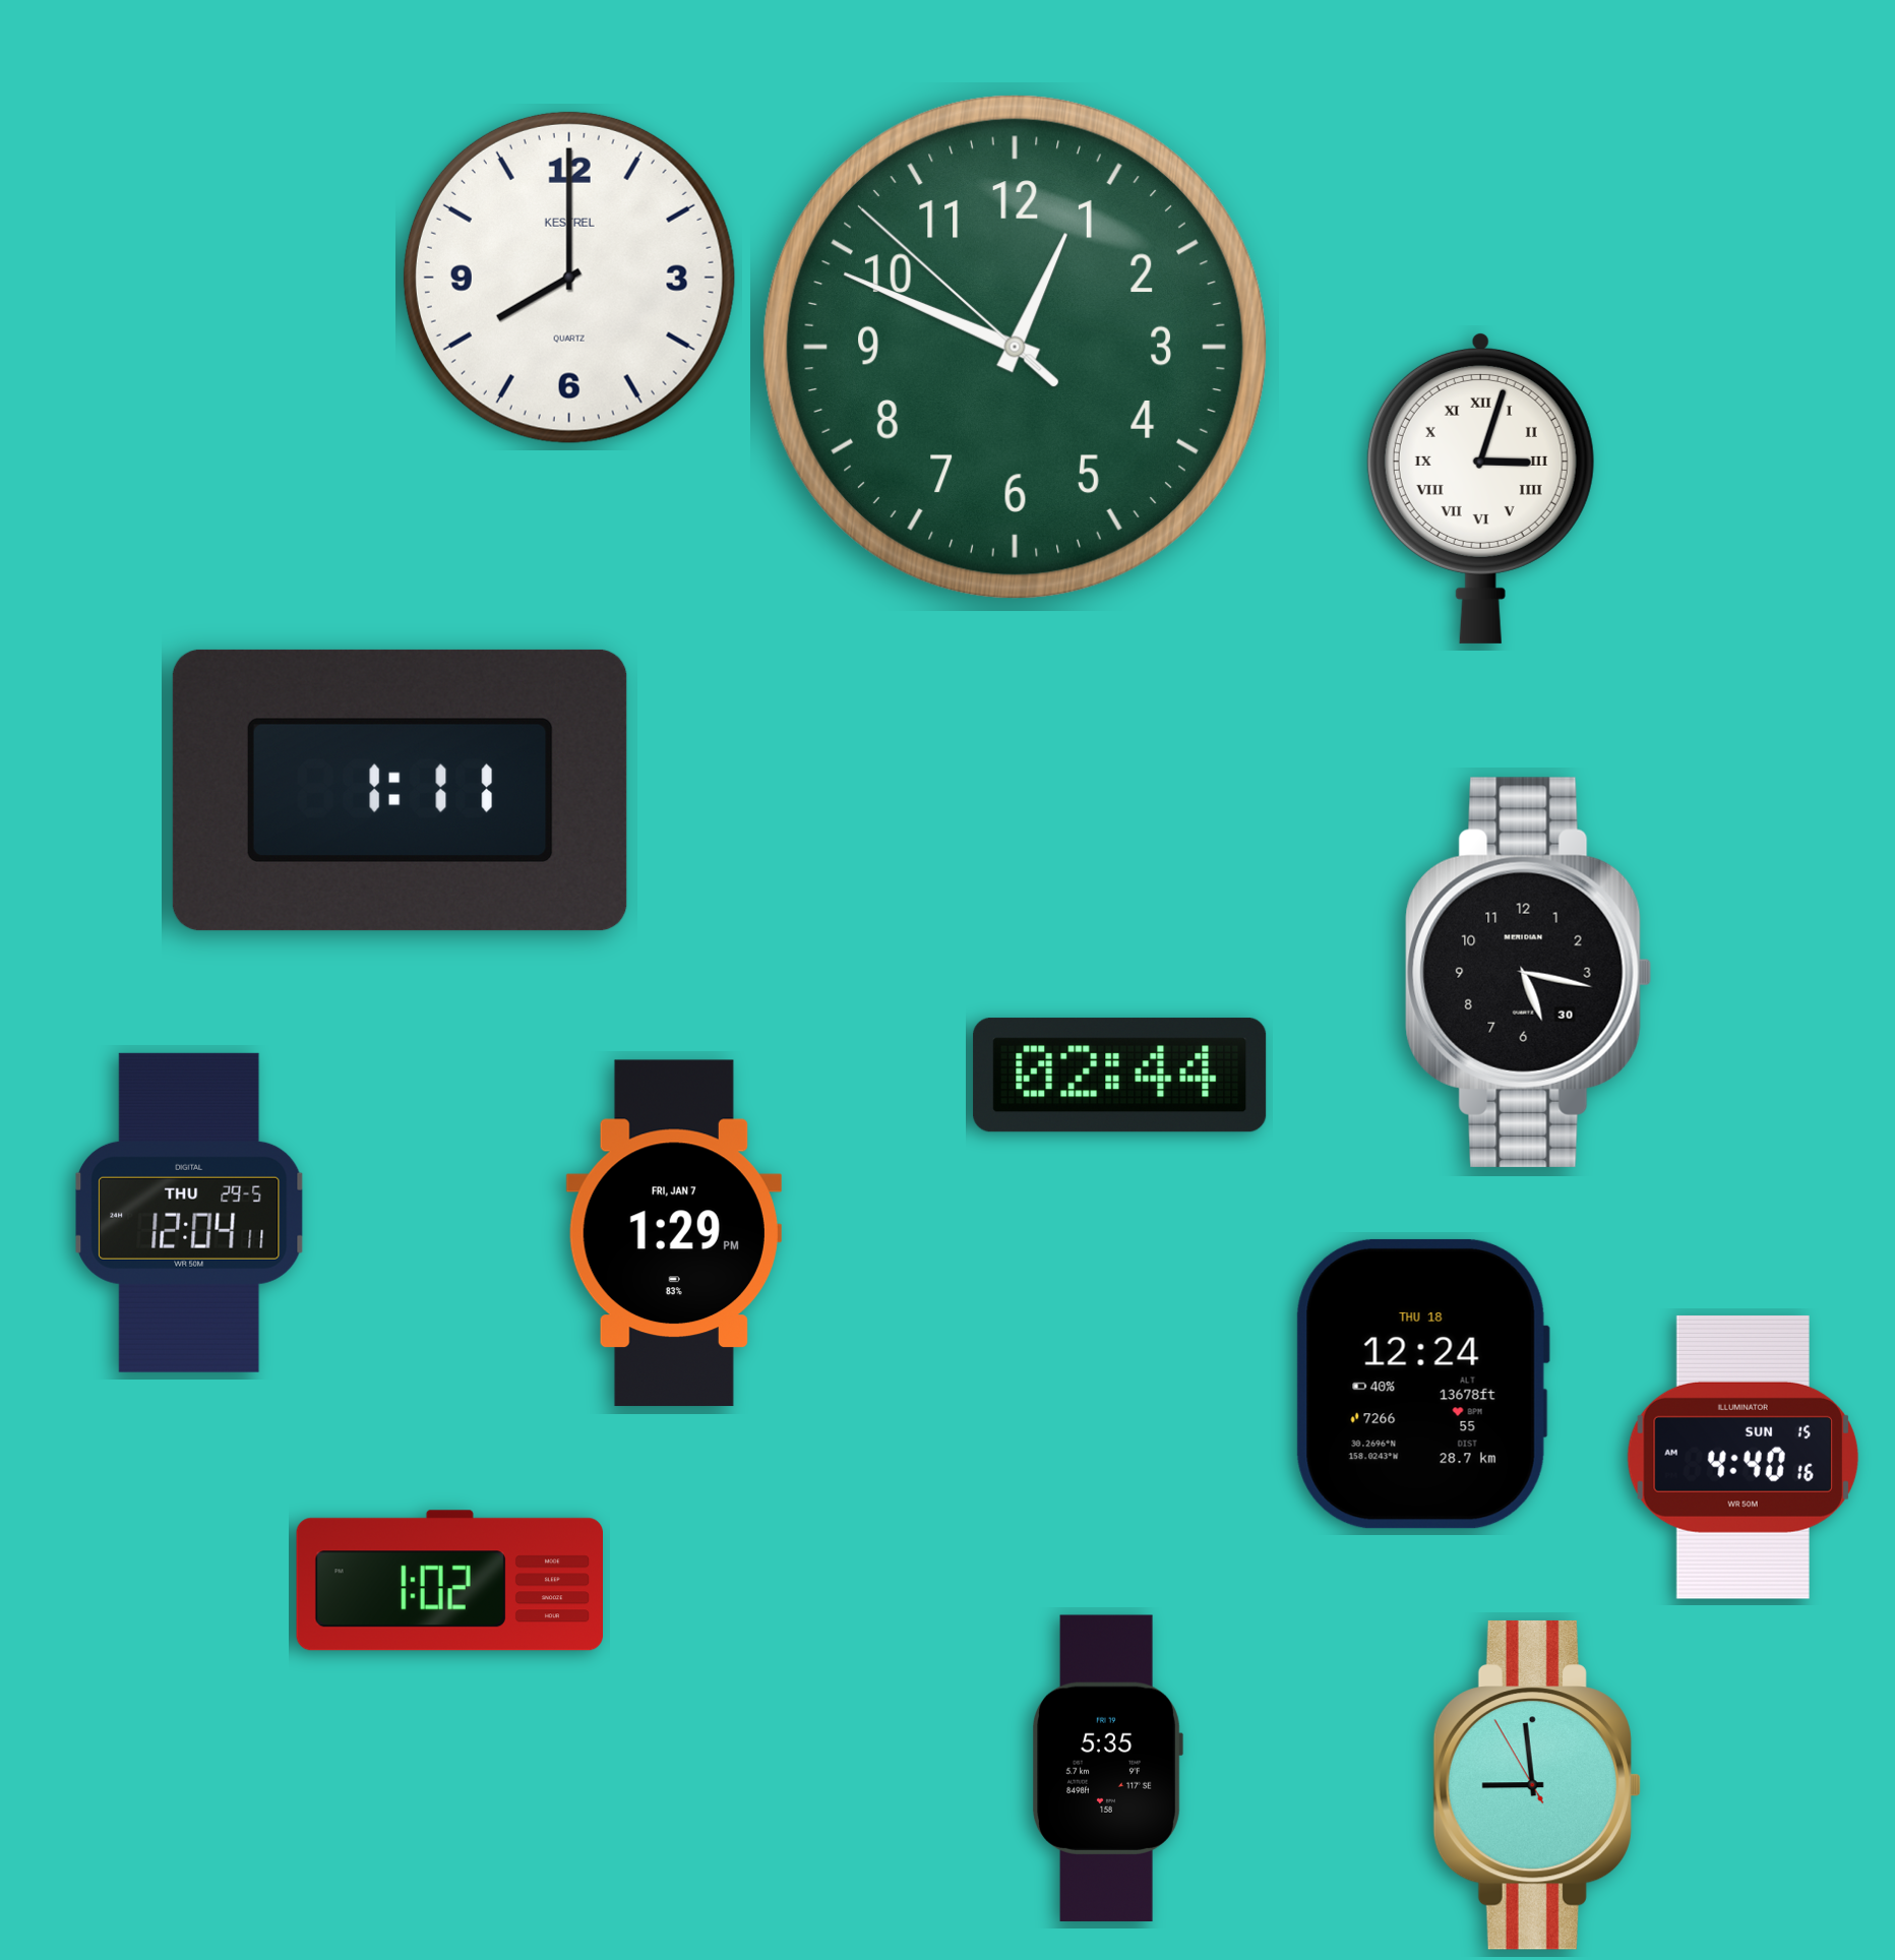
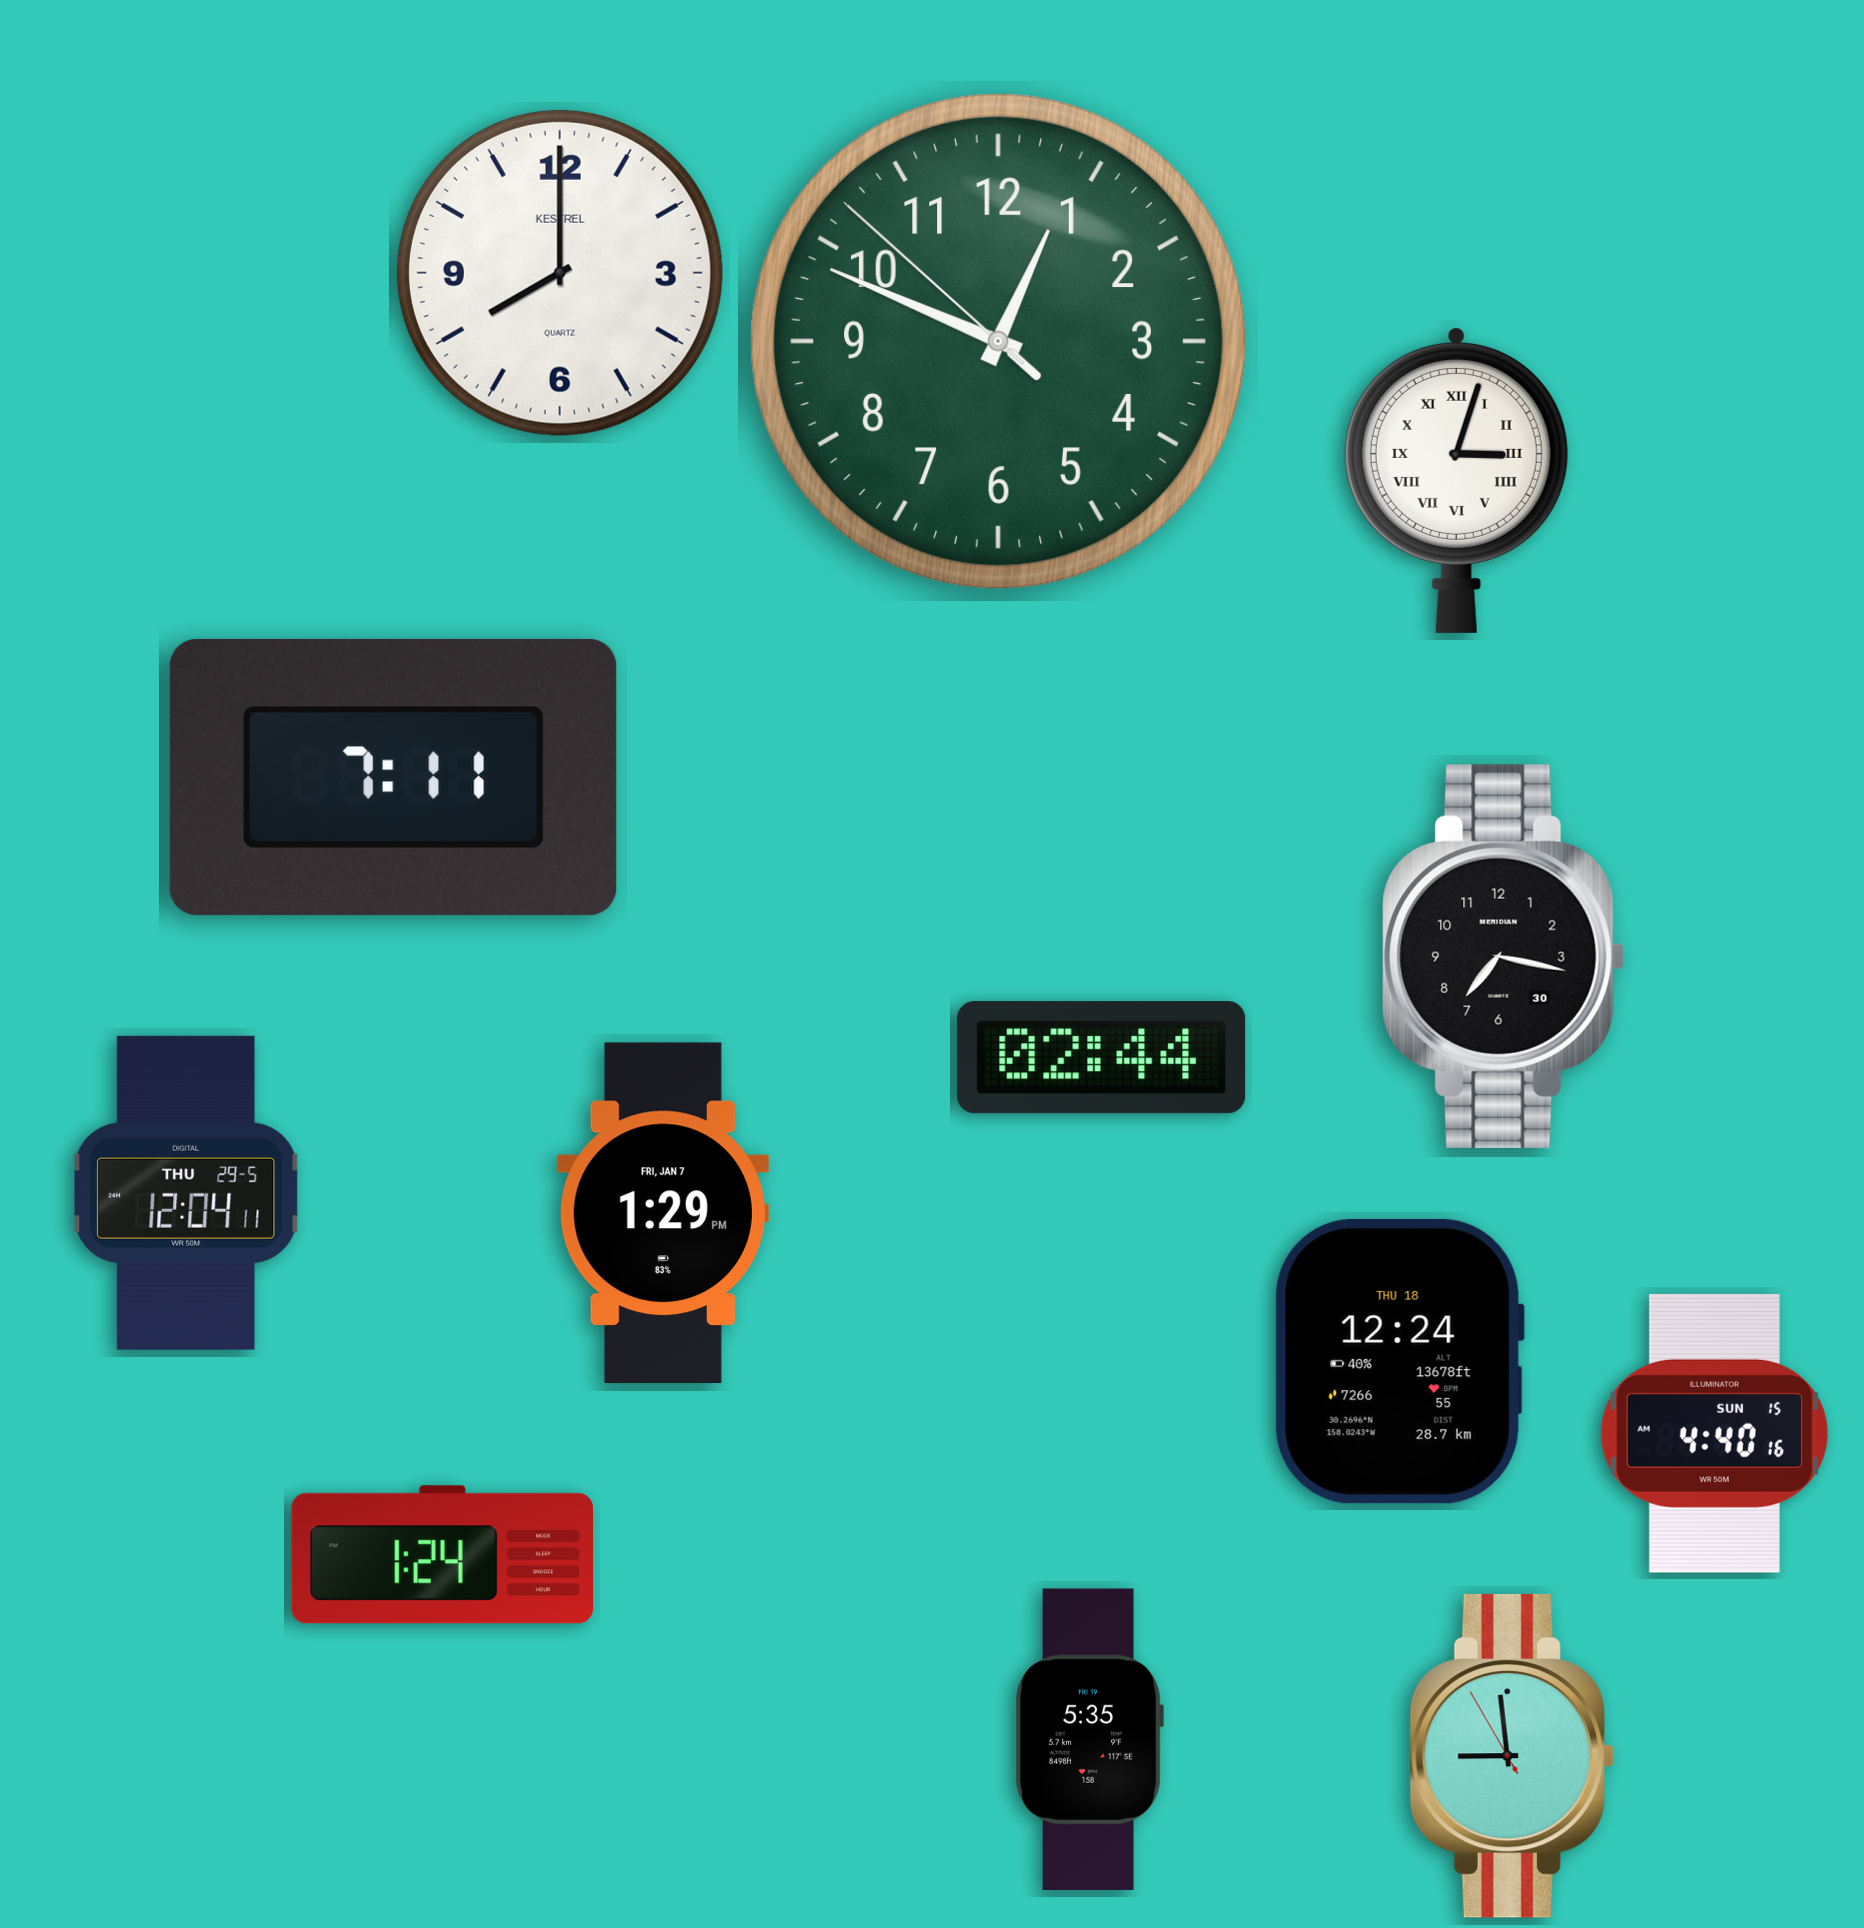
clock at (400, 790): 1:11 -> 7:11
clock at (1529, 972): 5:17 -> 7:17
clock at (449, 1581): 1:02 -> 1:24
